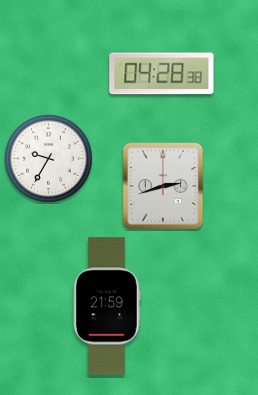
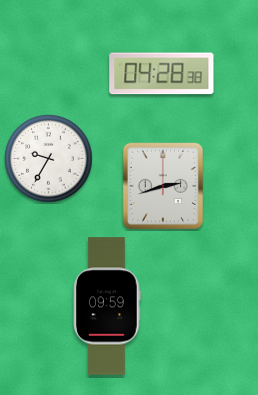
clock at (107, 306): 21:59 -> 09:59
